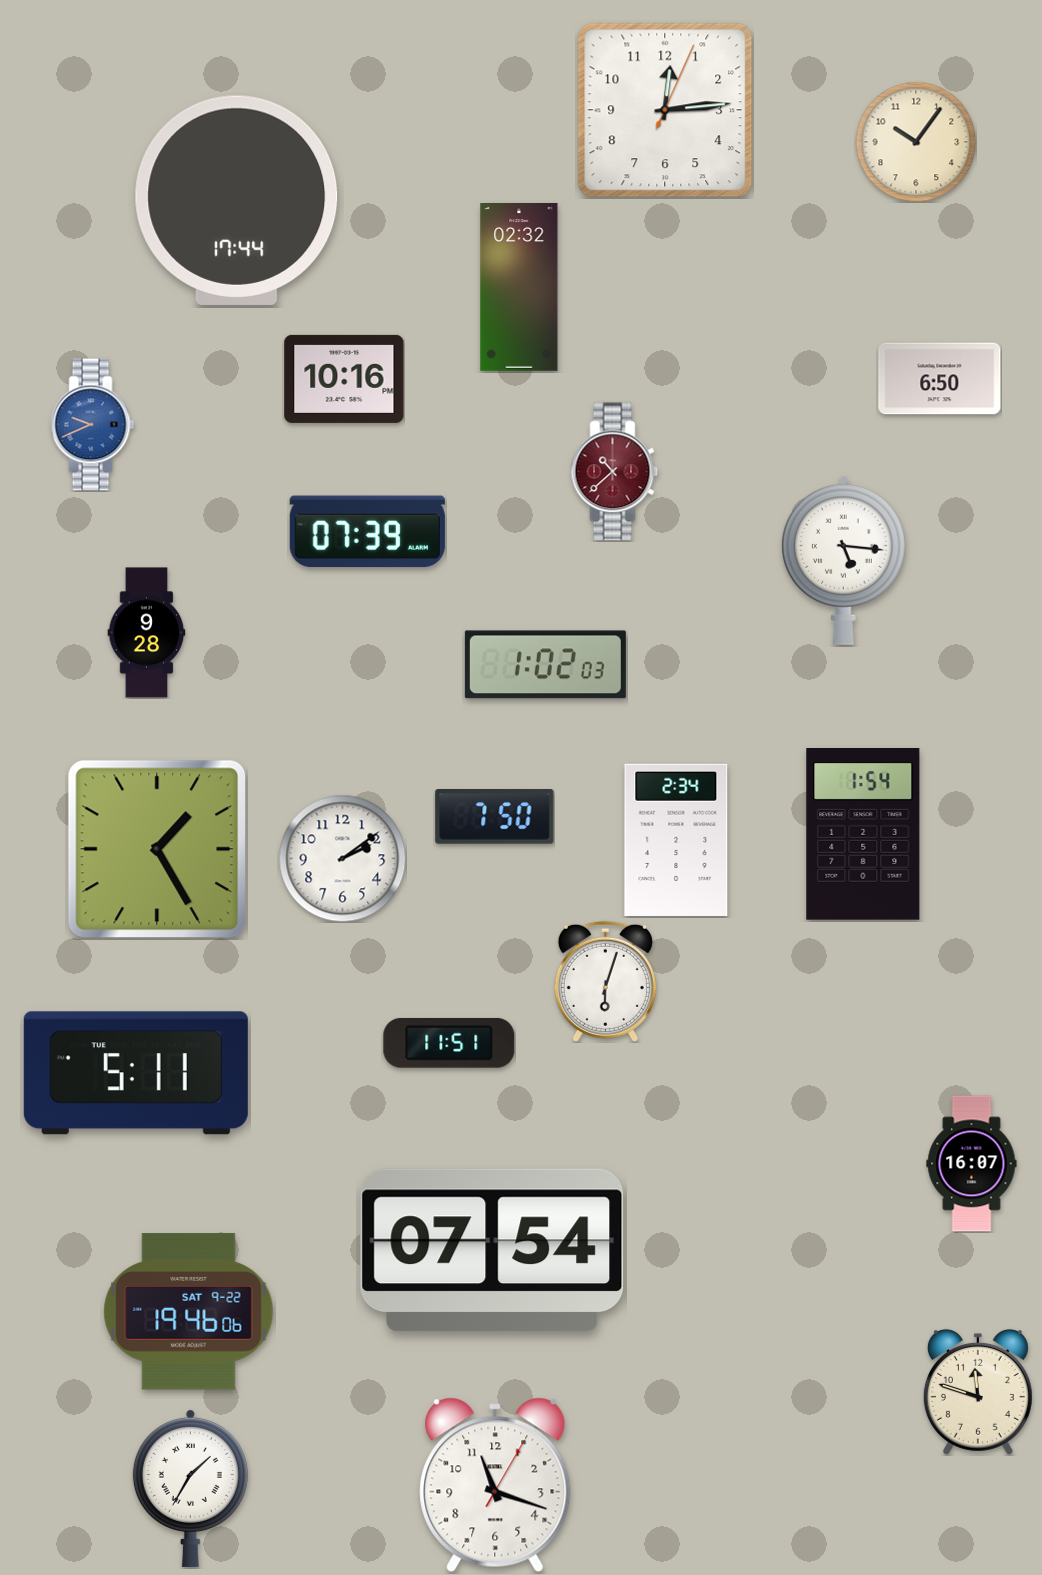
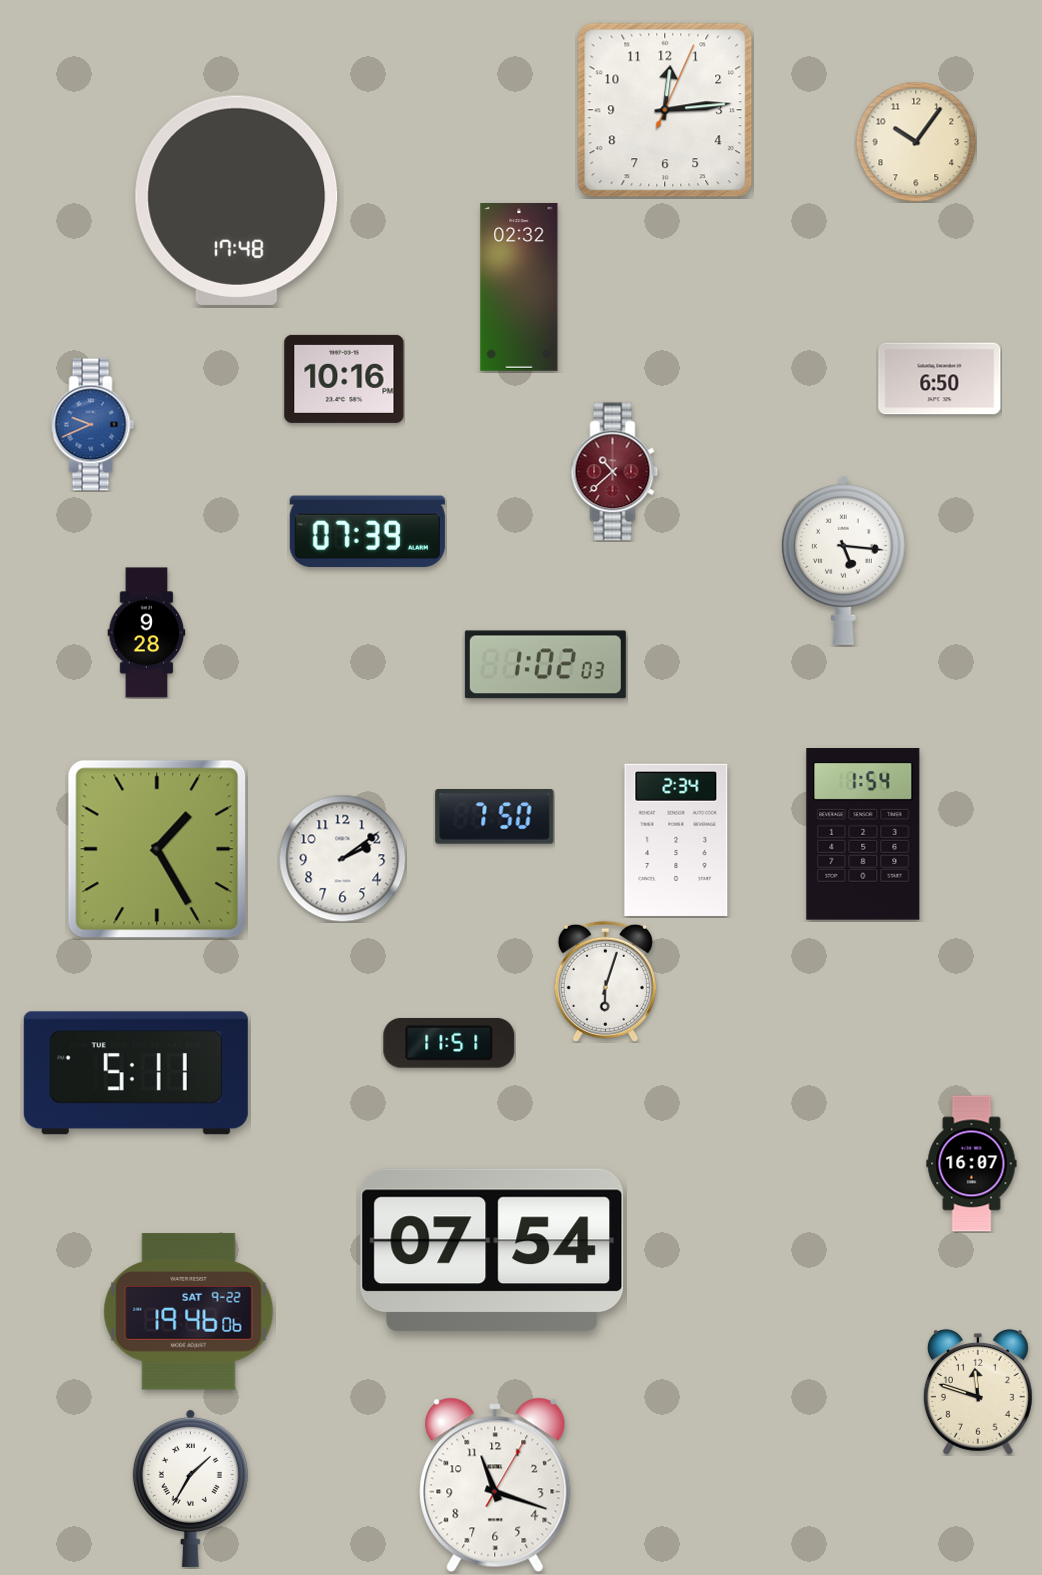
clock at (237, 200): 17:44 -> 17:48
